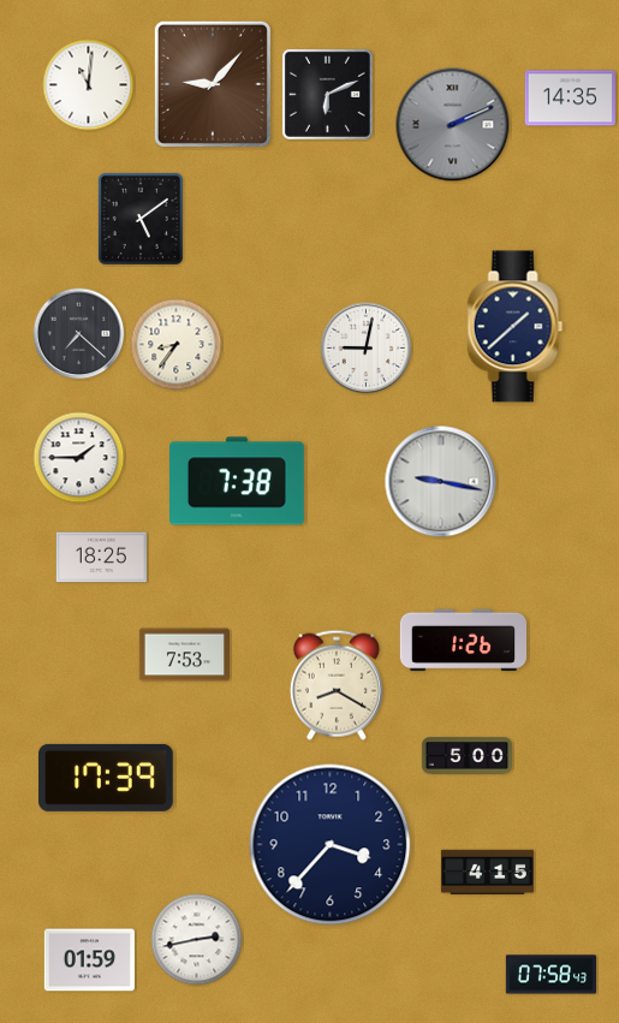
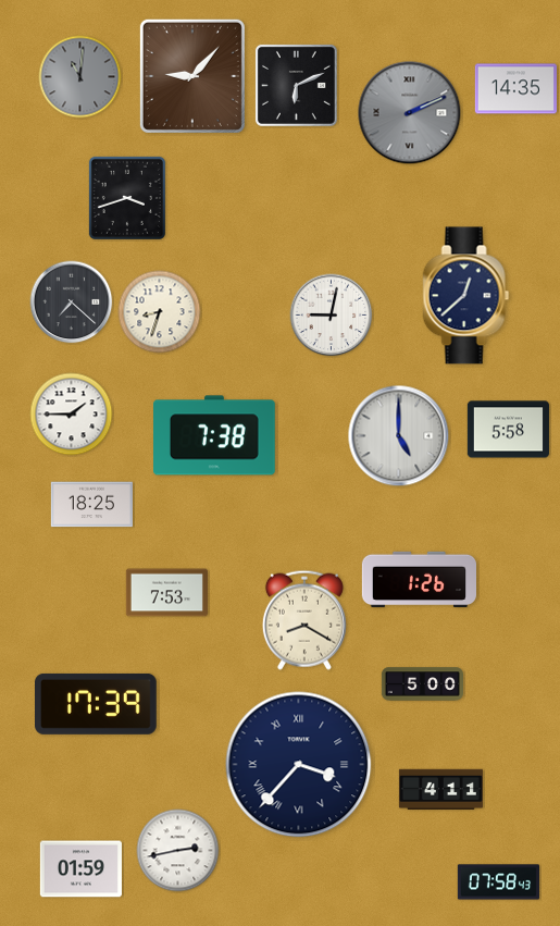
clock at (89, 85) dial: white -> grey
clock at (141, 219): 5:09 -> 3:42
clock at (516, 327): 1:38 -> 12:38
clock at (177, 345): 8:36 -> 8:33
clock at (508, 430): none -> 5:58
clock at (441, 482): 9:17 -> 5:00
clock at (331, 845) numerals: Arabic -> Roman
clock at (487, 873): 4:15 -> 4:11
